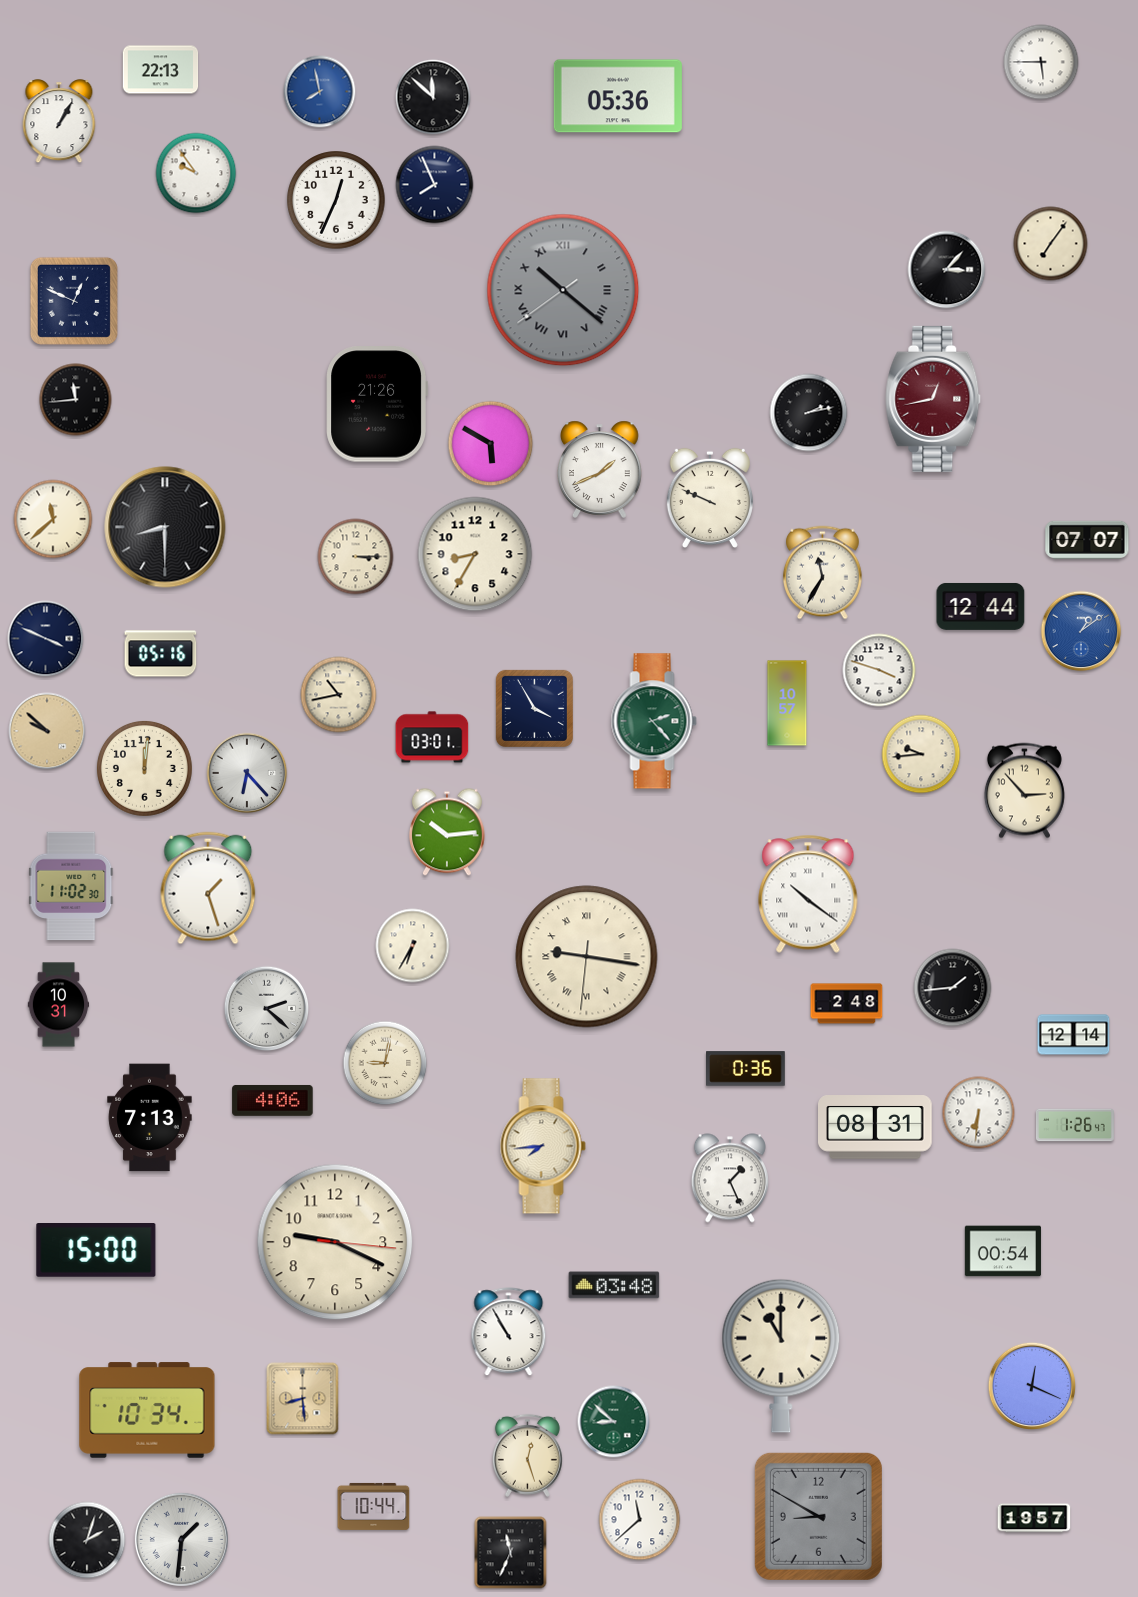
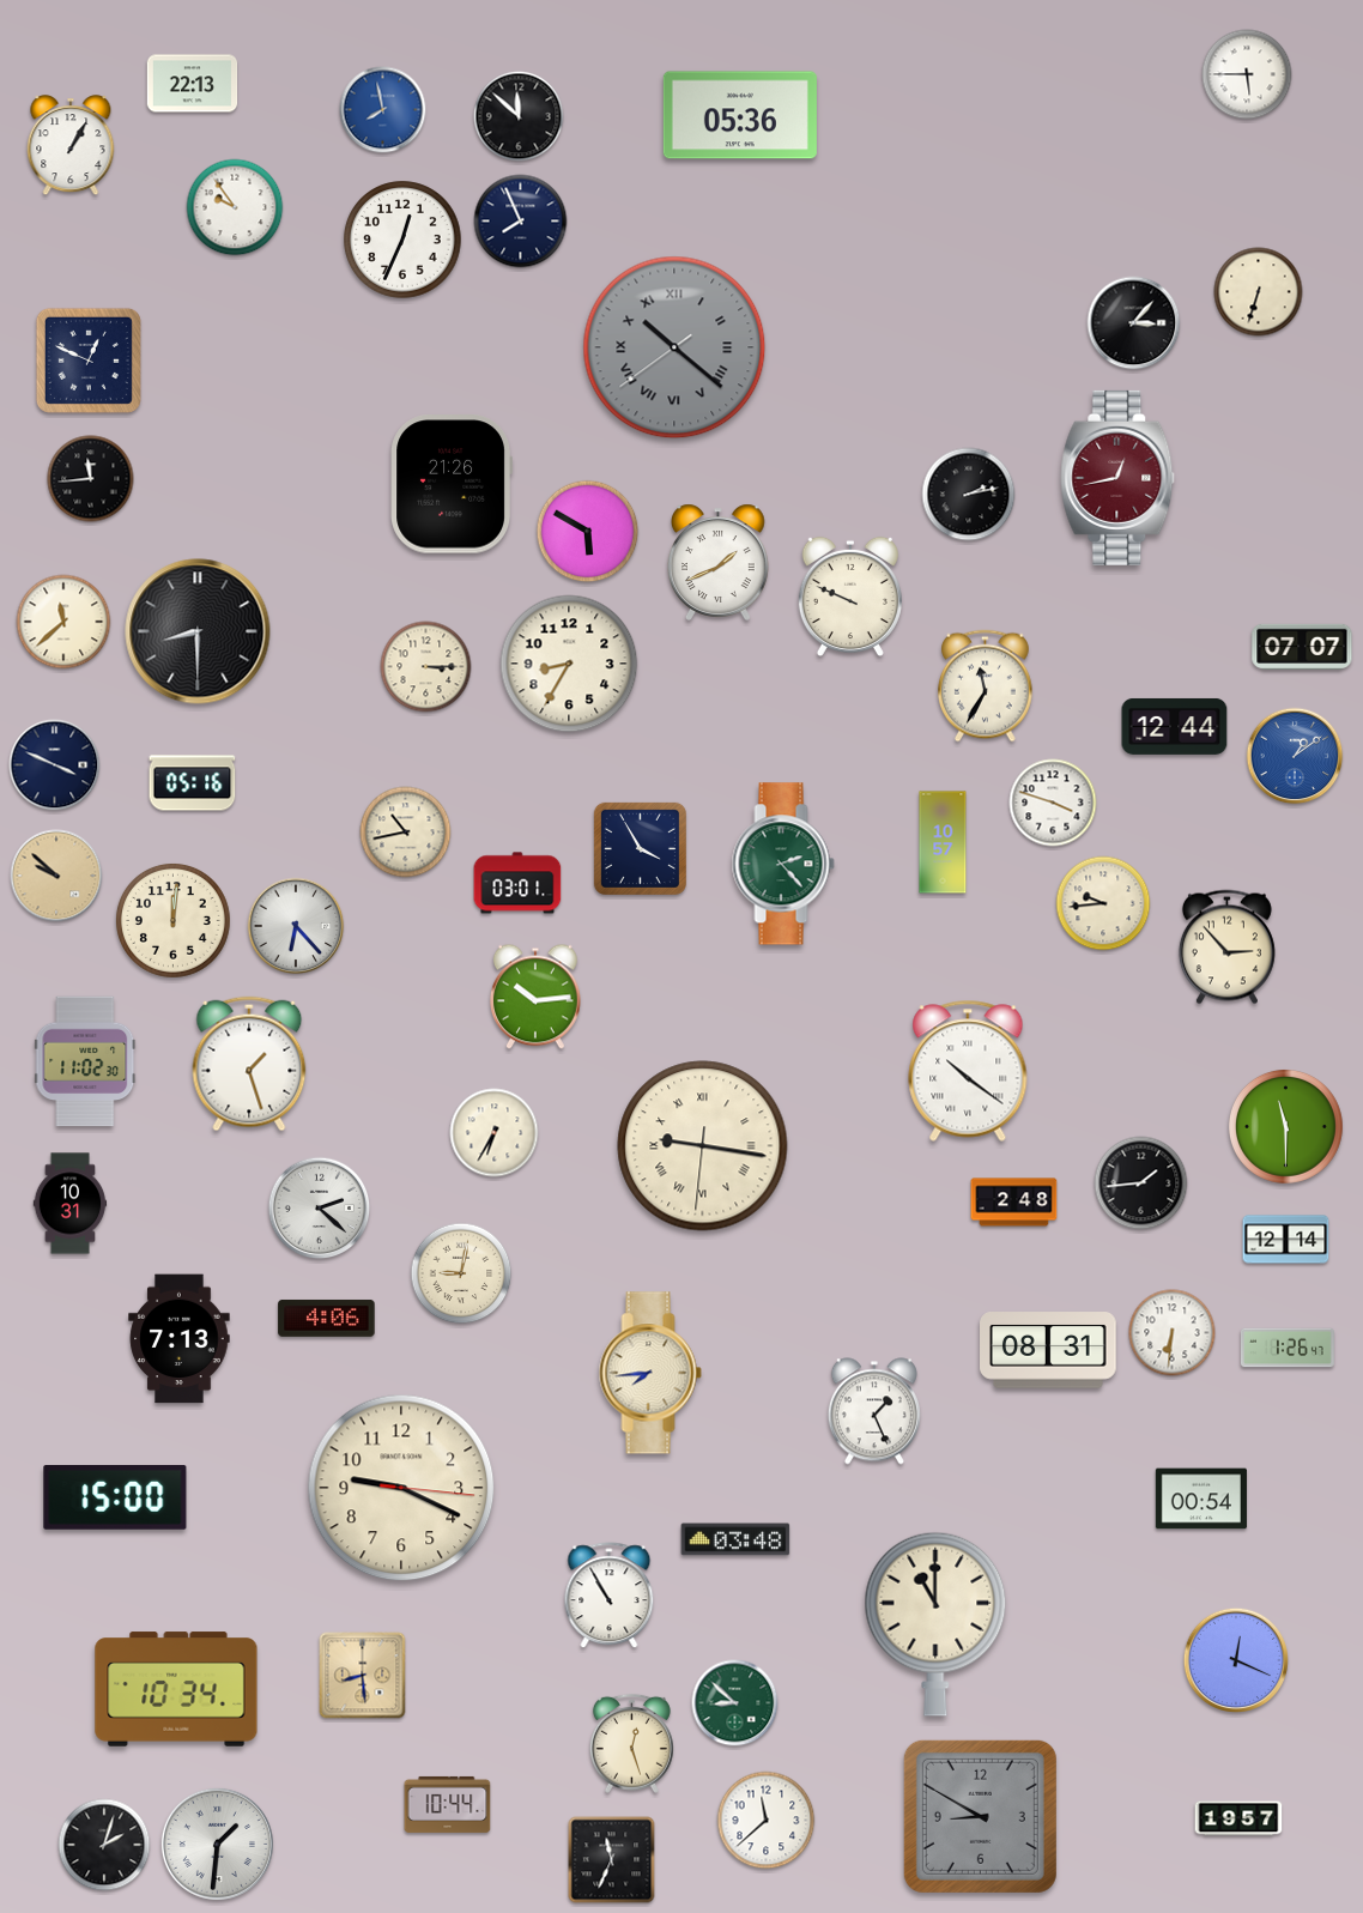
clock at (1051, 244): 7:06 -> 6:33
clock at (1285, 1126): none -> 11:30
clock at (746, 1069): 0:36 -> none
